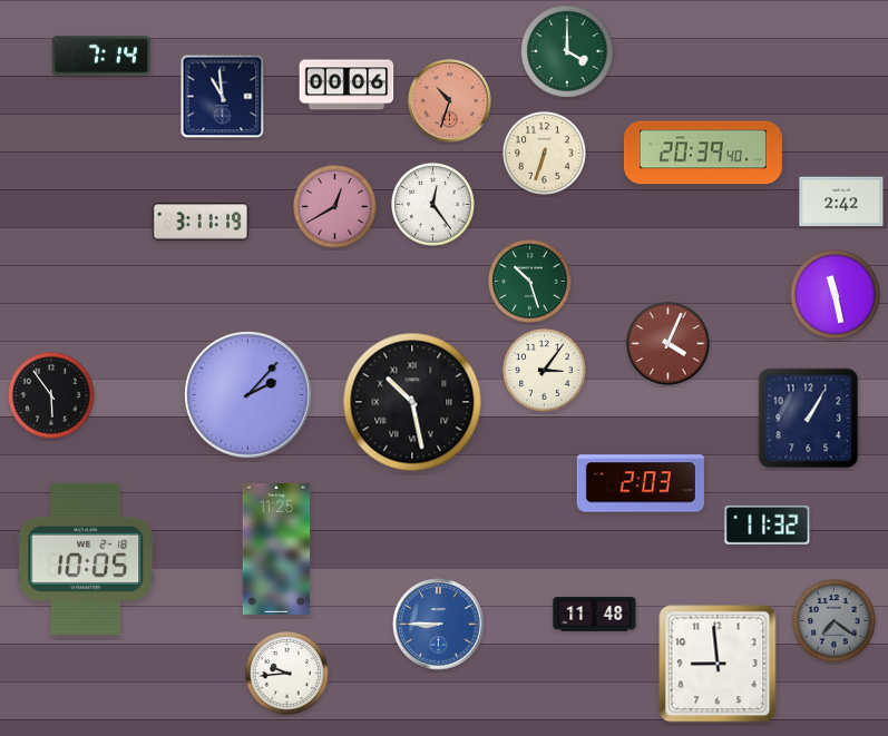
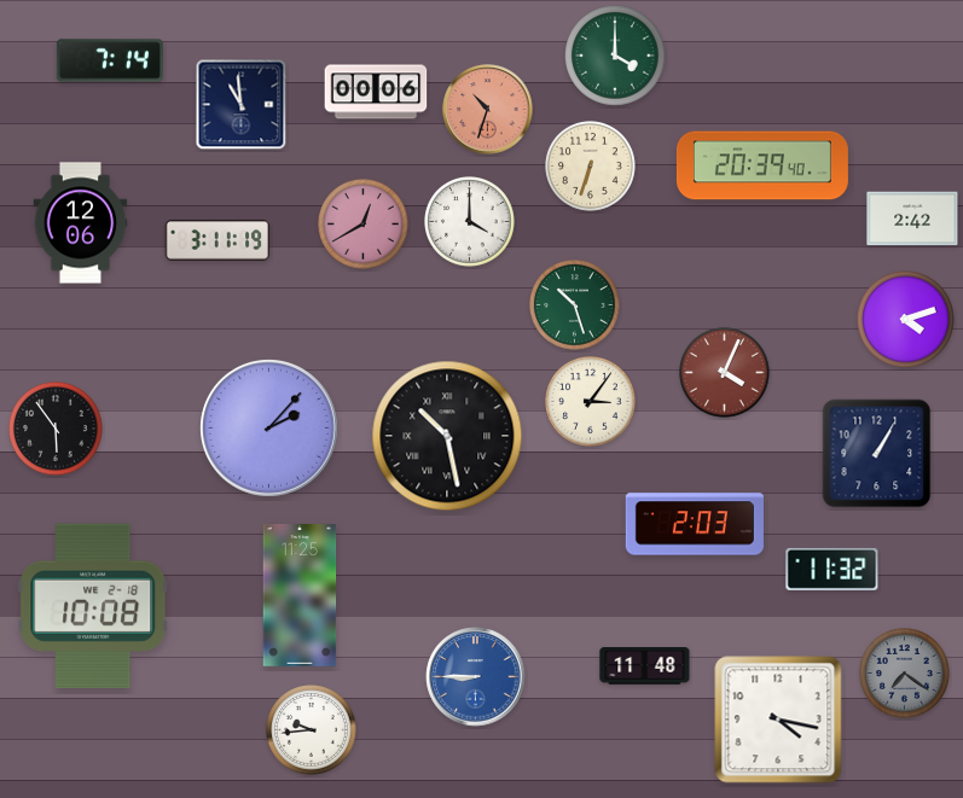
clock at (433, 205): 12:24 -> 4:00
clock at (81, 223): none -> 12:06
clock at (836, 295): 11:28 -> 4:12
clock at (86, 558): 10:05 -> 10:08
clock at (718, 664): 8:59 -> 4:17
